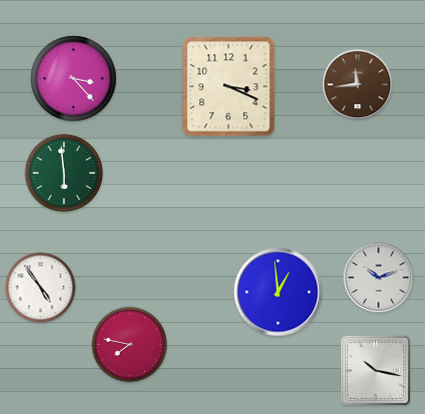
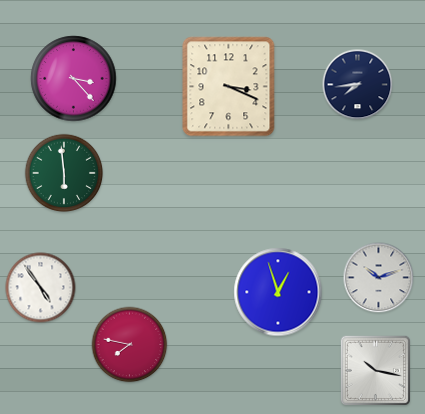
clock at (358, 85): 11:44 -> 7:44
clock at (358, 85) dial: brown -> navy
clock at (278, 292): 12:59 -> 12:57
